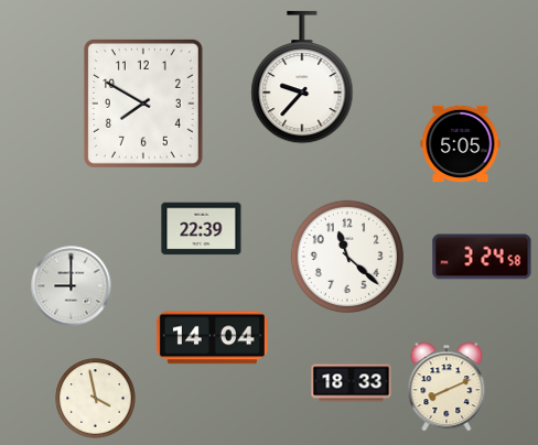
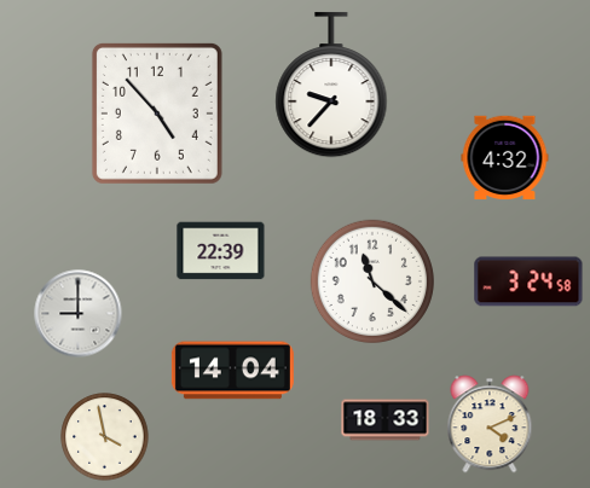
clock at (143, 104): 7:50 -> 4:53
clock at (461, 144): 5:05 -> 4:32
clock at (346, 256) position: (346, 256) -> (371, 280)
clock at (446, 387): 8:11 -> 4:11
